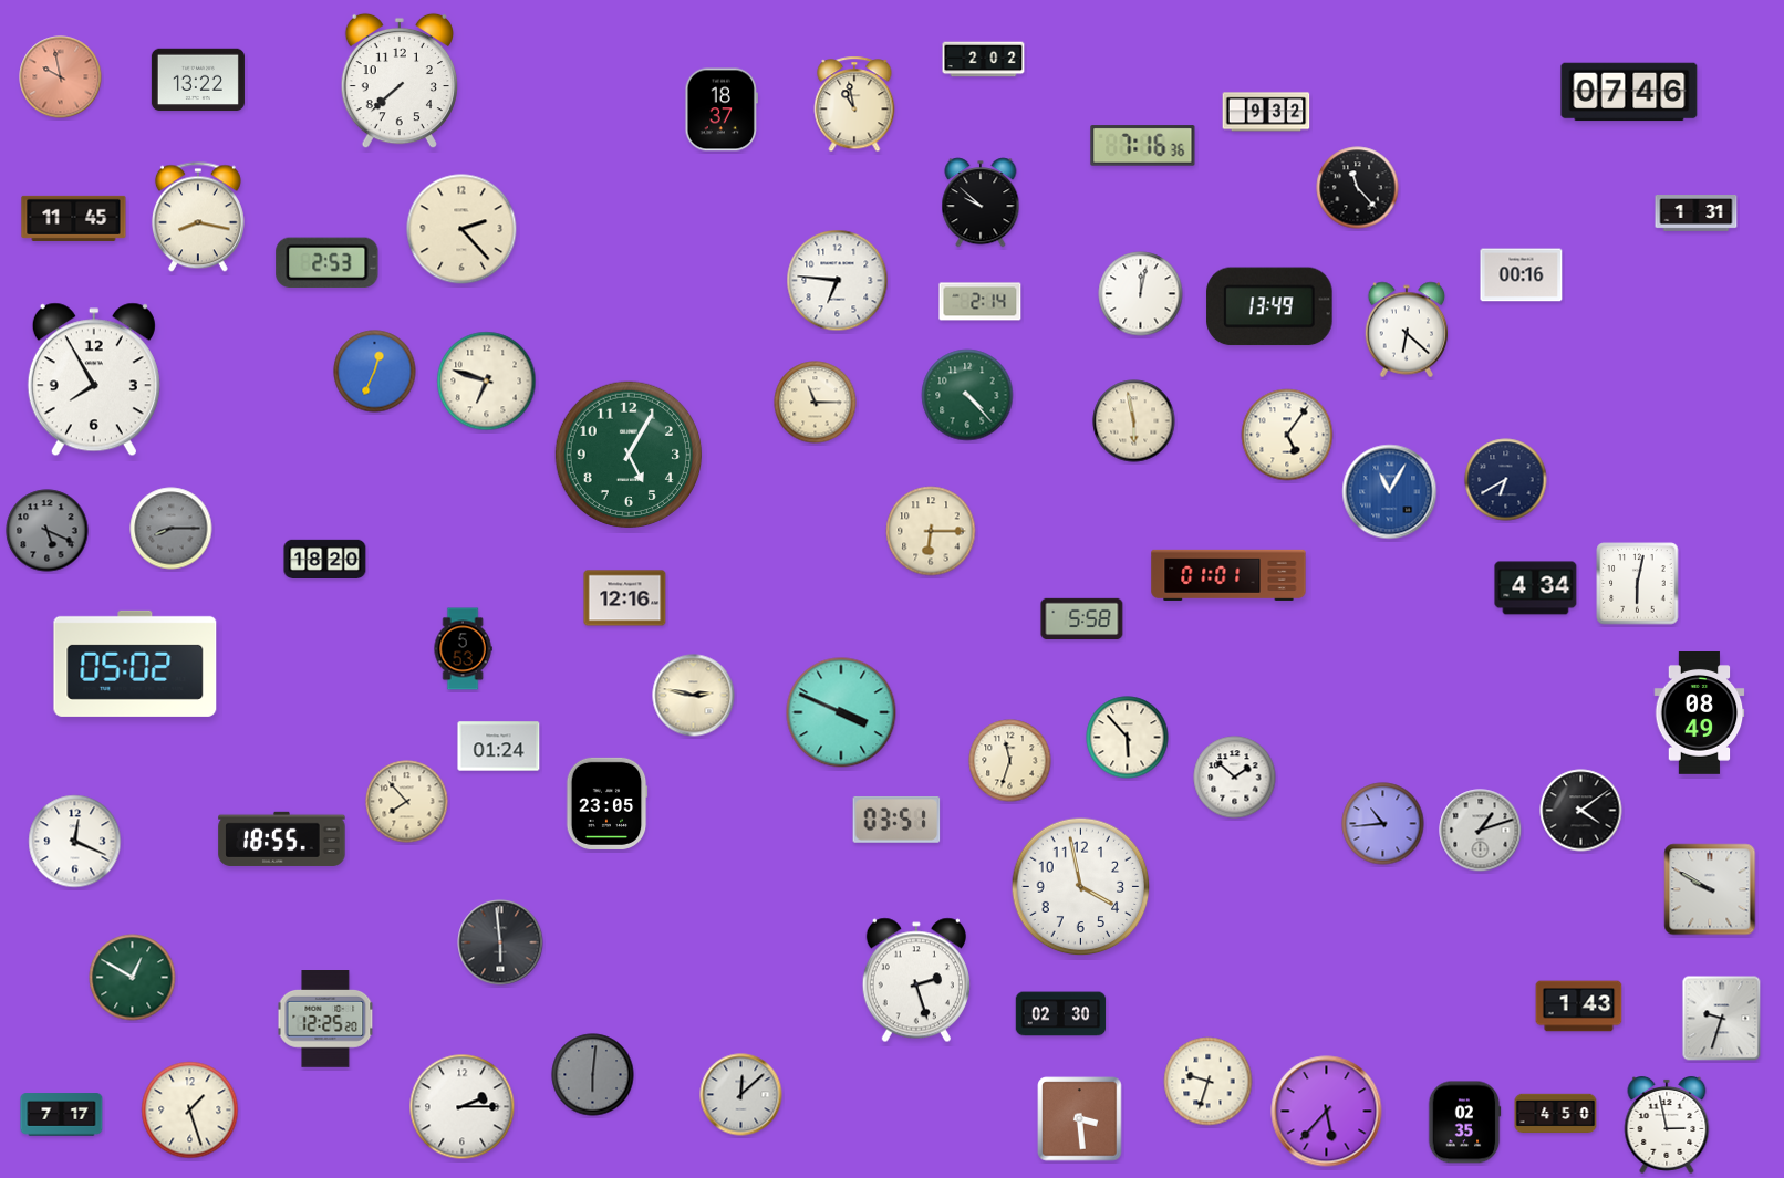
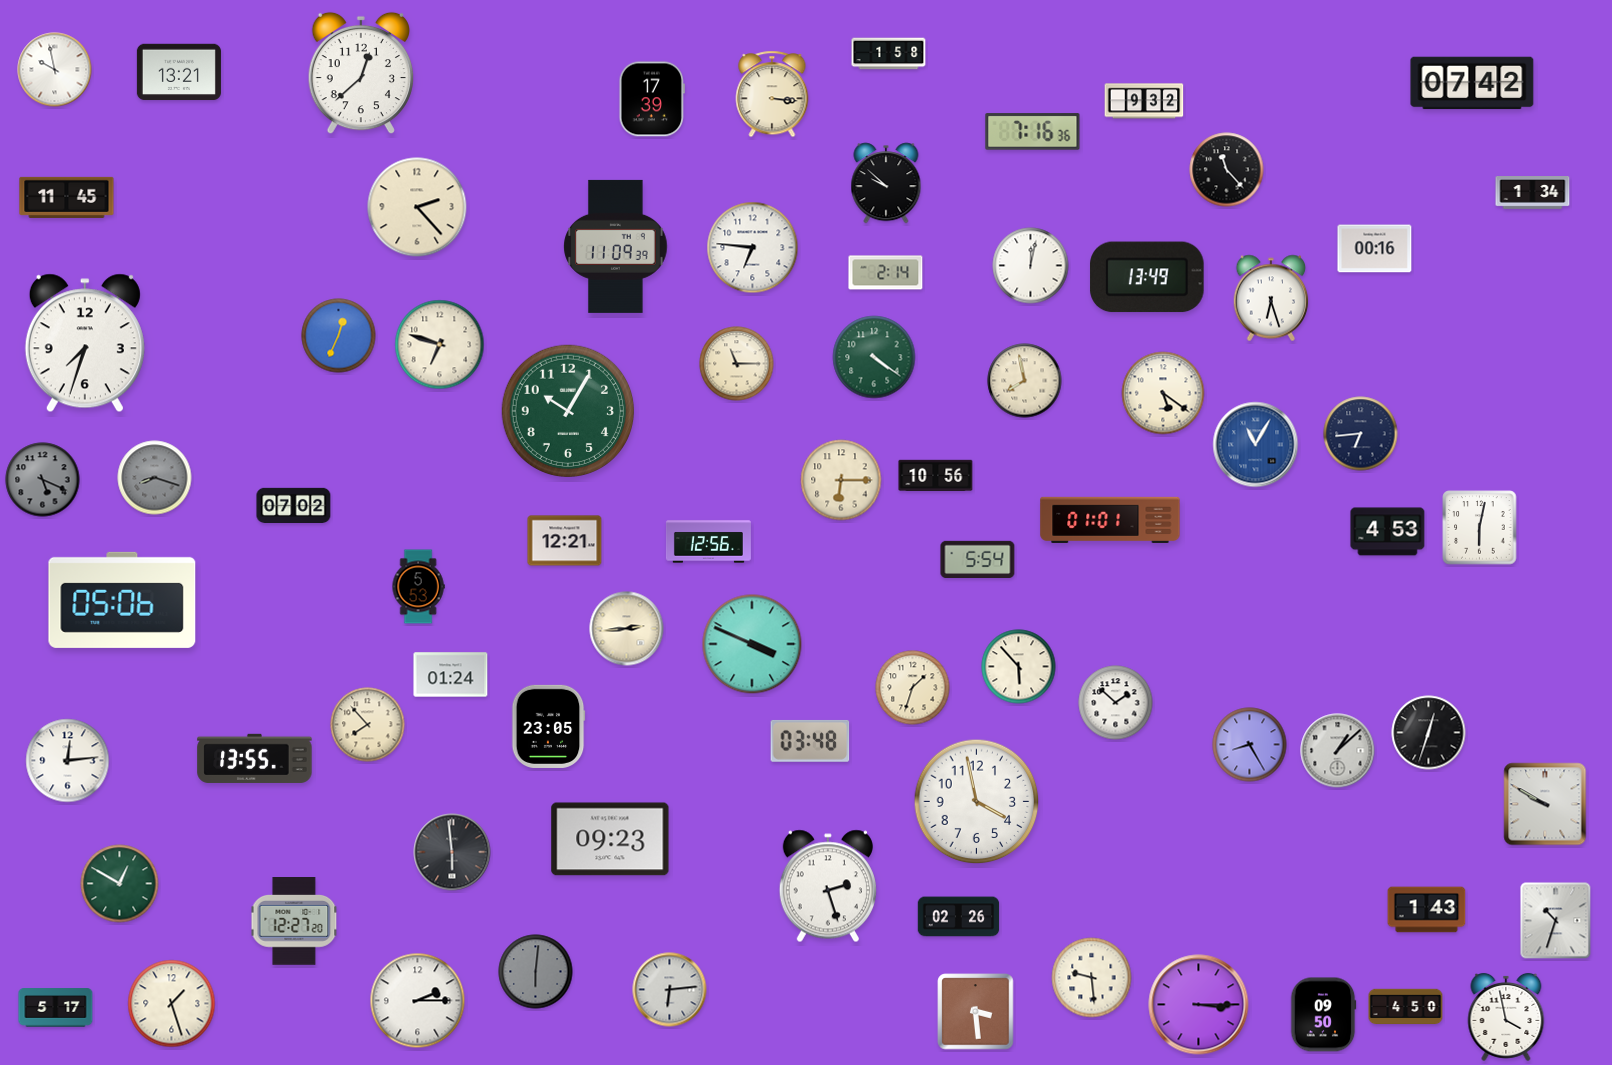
clock at (984, 60): 2:02 -> 1:58
clock at (61, 77) dial: salmon -> white
clock at (198, 80): 13:22 -> 13:21
clock at (400, 81): 7:38 -> 12:38
clock at (1629, 92): 07:46 -> 07:42
clock at (854, 104): 10:58 -> 3:16
clock at (722, 110): 18:37 -> 17:39
clock at (1697, 213): 1:31 -> 1:34
clock at (198, 217): 8:17 -> none
clock at (328, 262): 2:53 -> none
clock at (616, 246): none -> 11:09
clock at (838, 281) position: (838, 281) -> (753, 248)
clock at (1407, 330): 6:22 -> 6:27
clock at (94, 379): 7:55 -> 7:33
clock at (967, 395): 4:23 -> 4:21
clock at (1134, 421): 5:58 -> 7:58
clock at (1287, 435): 5:06 -> 5:21
clock at (627, 454): 5:05 -> 10:05
clock at (1506, 480): 6:40 -> 6:44
clock at (936, 475): none -> 10:56
clock at (172, 529): 8:15 -> 8:18
clock at (325, 559): 18:20 -> 07:02
clock at (1536, 588): 4:34 -> 4:53
clock at (625, 598): 12:16 -> 12:21
clock at (708, 542): none -> 12:56
clock at (1082, 618): 5:58 -> 5:54
clock at (135, 664): 05:02 -> 05:06
clock at (694, 696): 2:47 -> 2:44
clock at (841, 712) position: (841, 712) -> (752, 644)
clock at (1700, 713): 08:49 -> none
clock at (1010, 761): 11:33 -> 1:33
clock at (1581, 811): 4:09 -> 12:33
clock at (896, 820): 03:51 -> 03:48
clock at (1383, 824): 10:44 -> 8:25
clock at (1481, 831): 1:12 -> 1:08
clock at (282, 838): 18:55 -> 13:55
clock at (75, 842): 12:19 -> 12:14
clock at (610, 839): none -> 09:23
clock at (1061, 1014): 02:30 -> 02:26
clock at (1722, 1019): 9:33 -> 10:33
clock at (325, 1020): 12:25 -> 12:27
clock at (1209, 1082): 9:33 -> 9:29
clock at (741, 1095): 12:08 -> 6:14
clock at (1327, 1112): 5:37 -> 3:15
clock at (62, 1115): 7:17 -> 5:17
clock at (1464, 1123): 02:35 -> 09:50
clock at (1667, 1125): 2:58 -> 3:58
